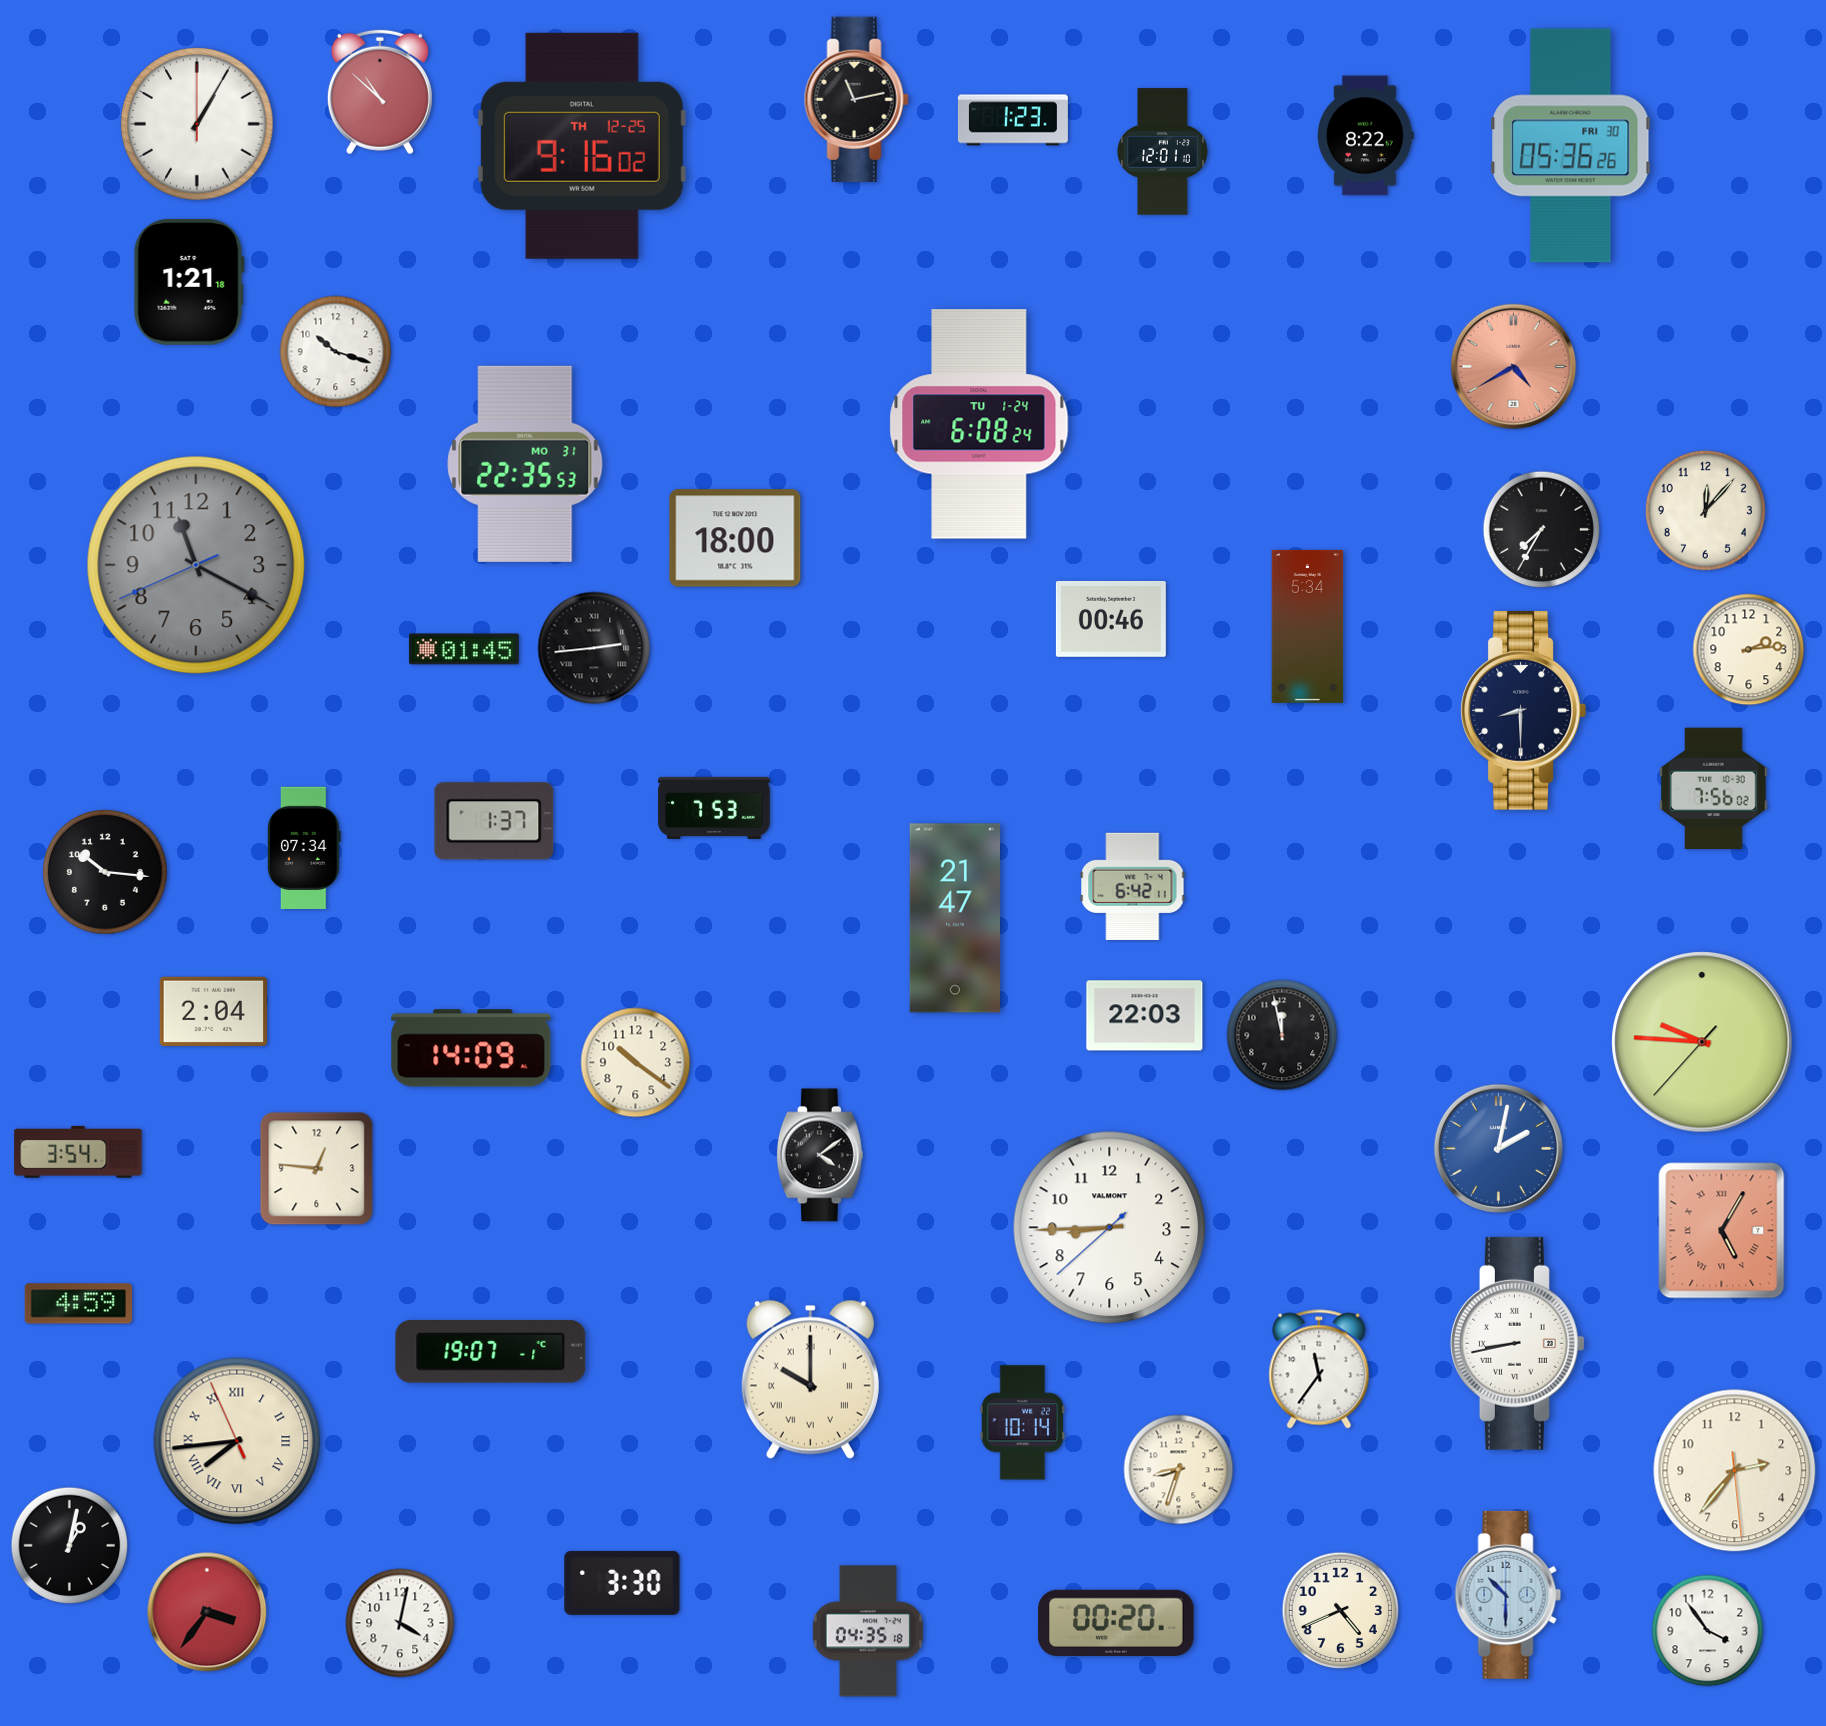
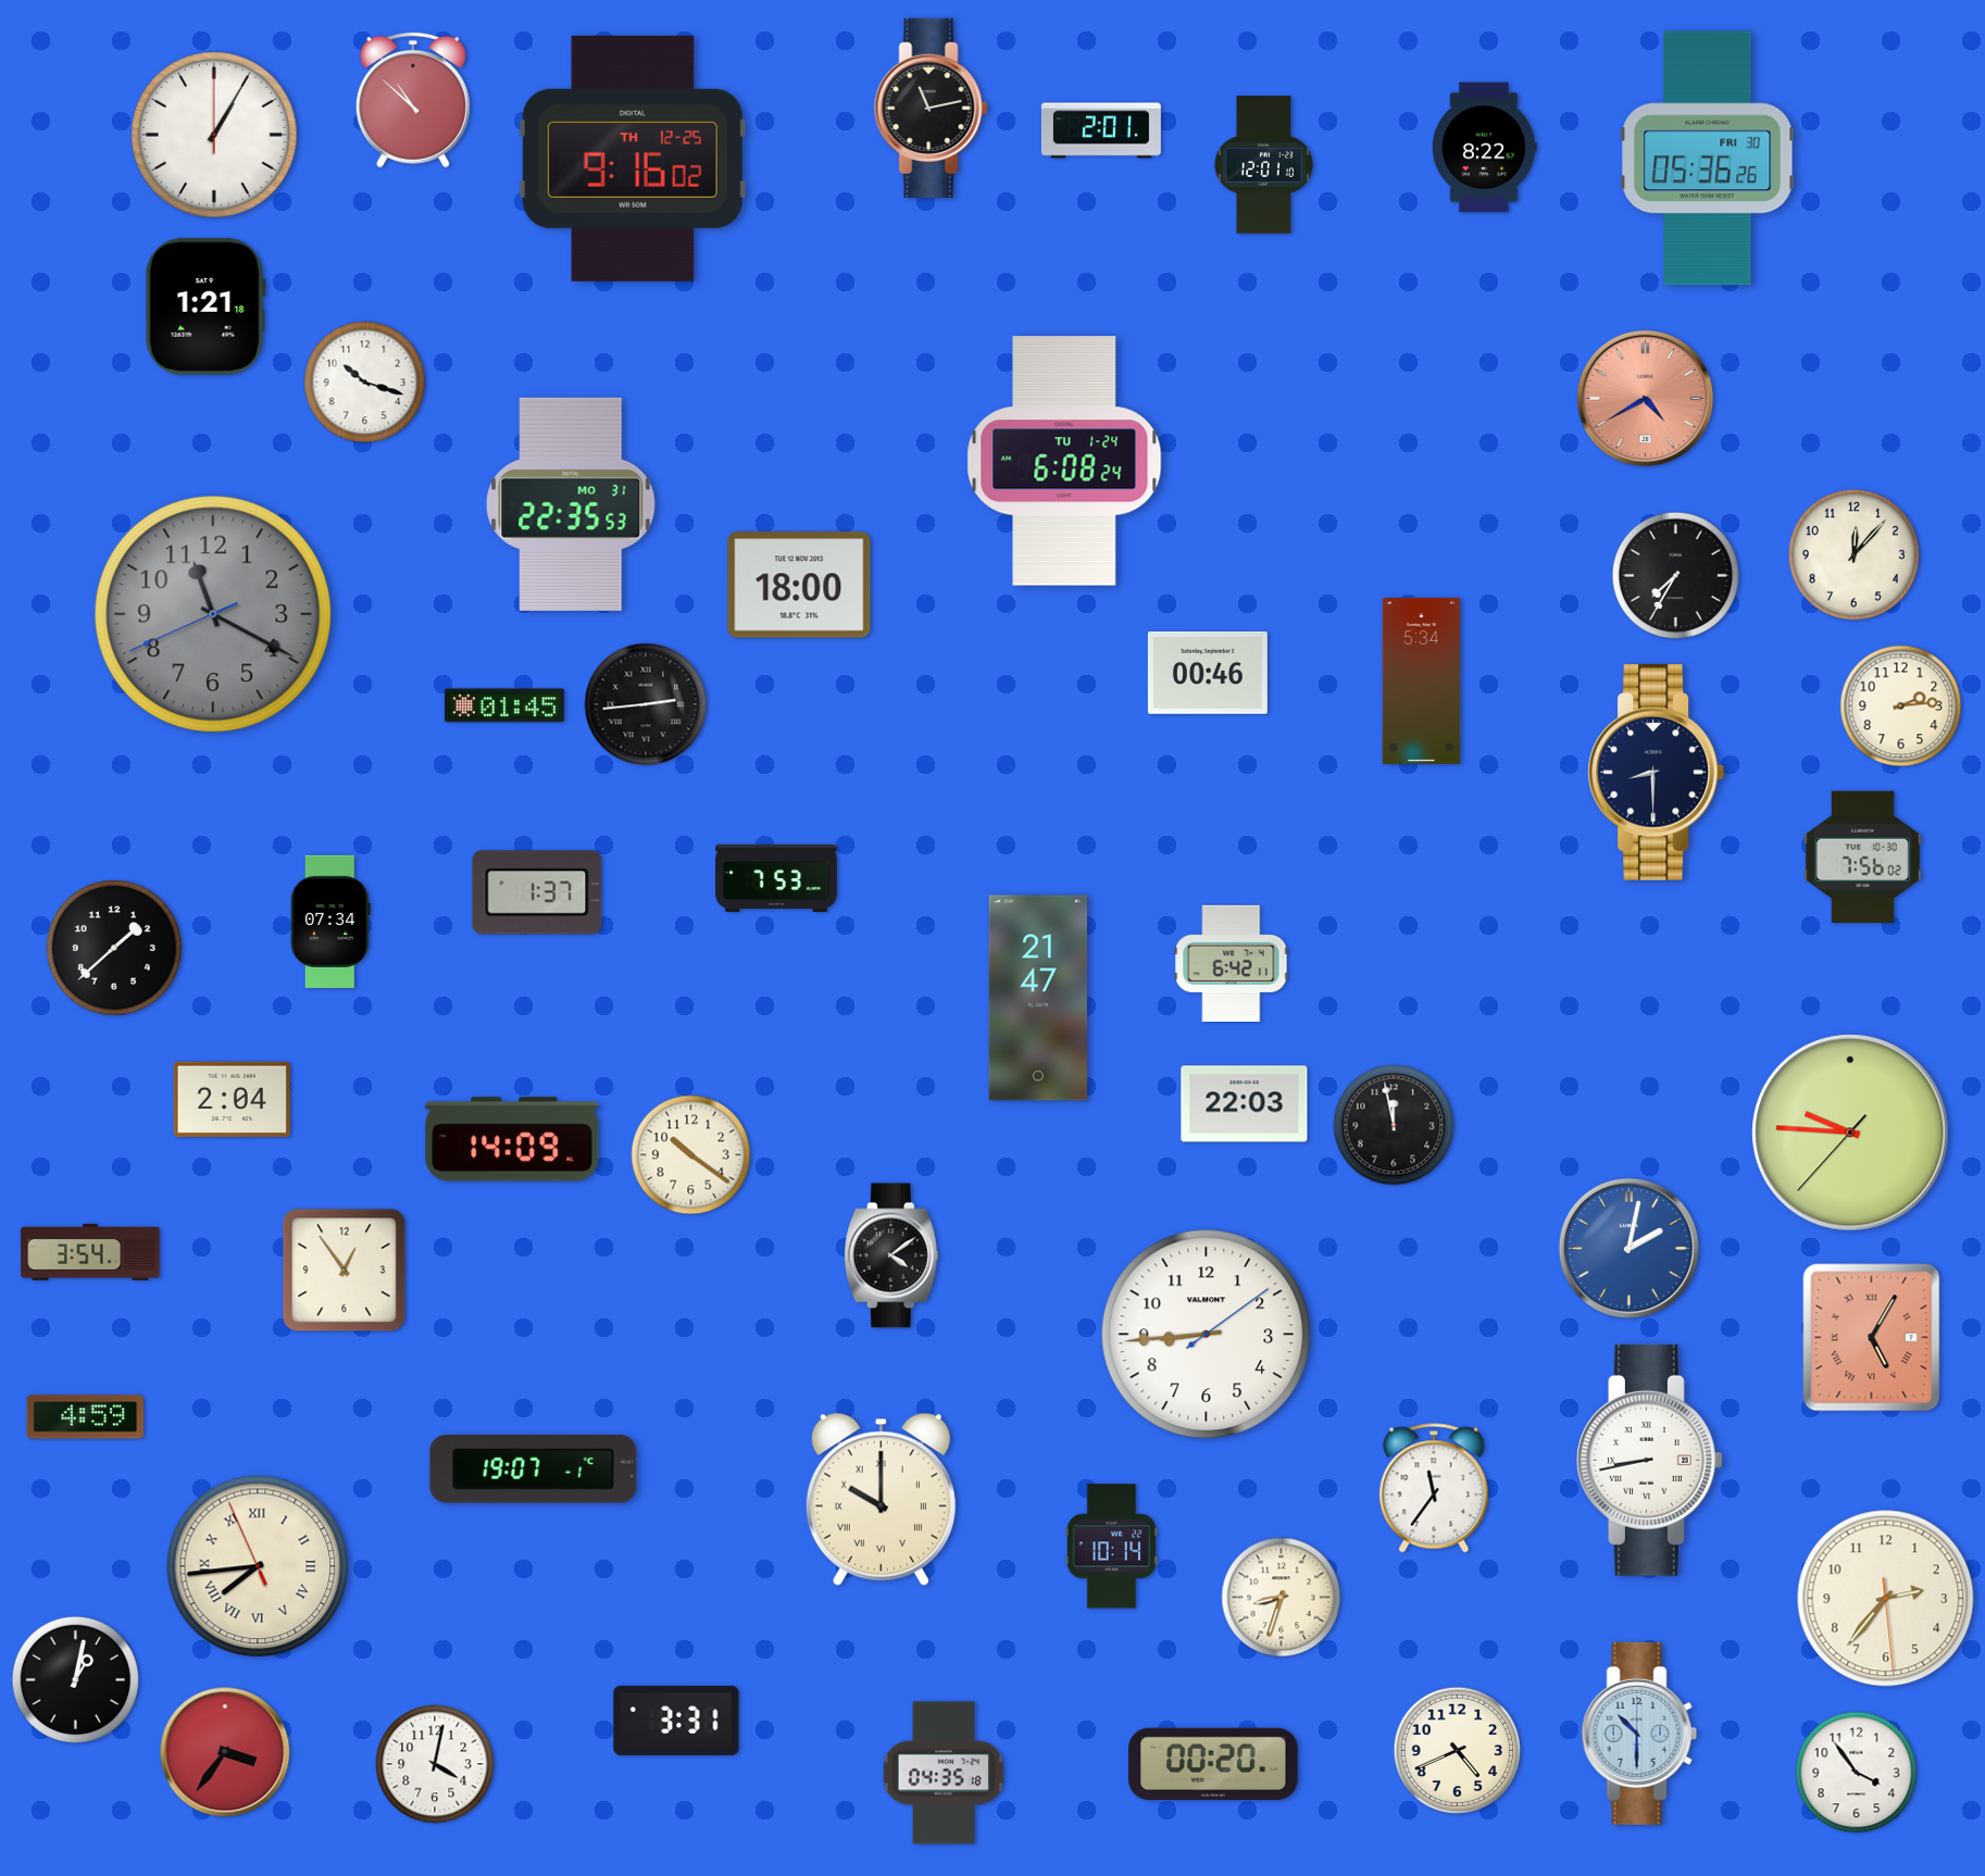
clock at (1013, 120): 1:23 -> 2:01
clock at (105, 872): 10:16 -> 1:38
clock at (78, 1152) position: (78, 1152) -> (90, 1252)
clock at (317, 1169): 12:46 -> 12:54
clock at (1110, 1228): 8:44:38 -> 8:44:09
clock at (622, 1583): 3:30 -> 3:31
